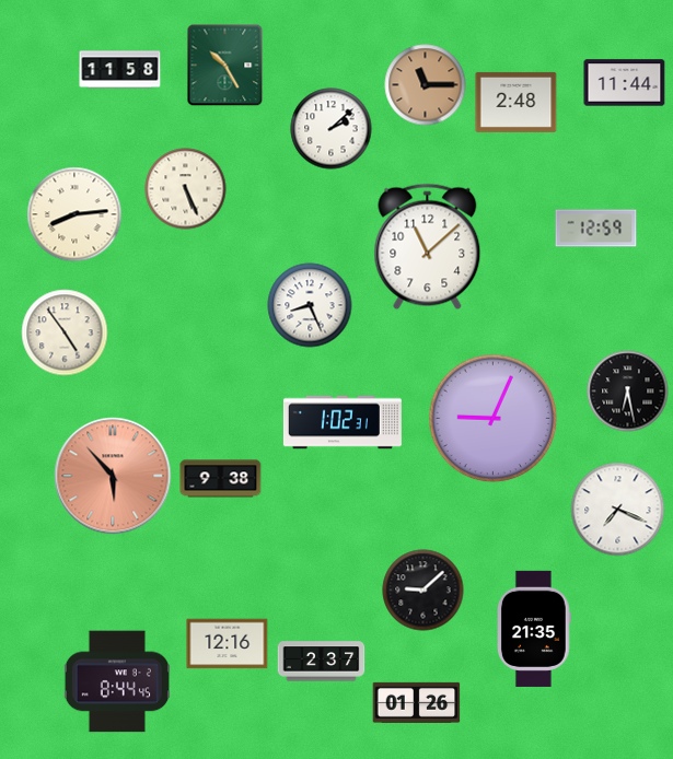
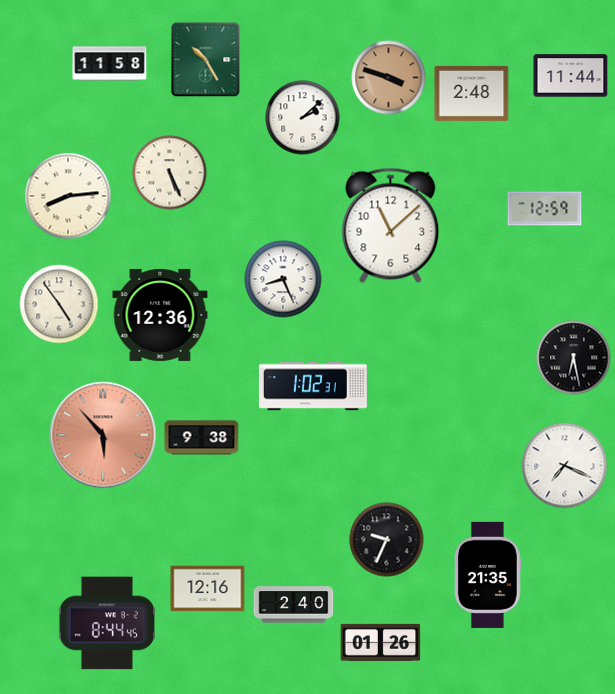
clock at (426, 85): 11:15 -> 3:48
clock at (160, 315): none -> 12:36
clock at (494, 419): 9:04 -> none
clock at (423, 591): 9:08 -> 9:34
clock at (322, 662): 2:37 -> 2:40
